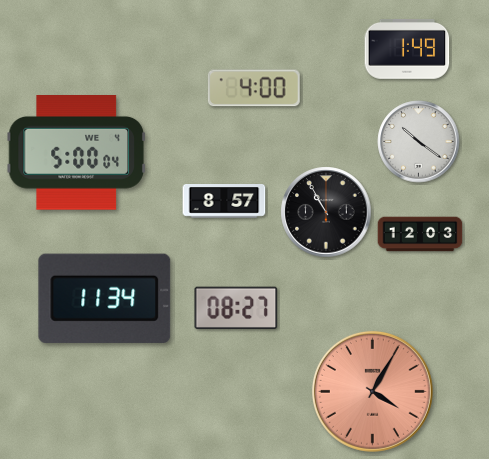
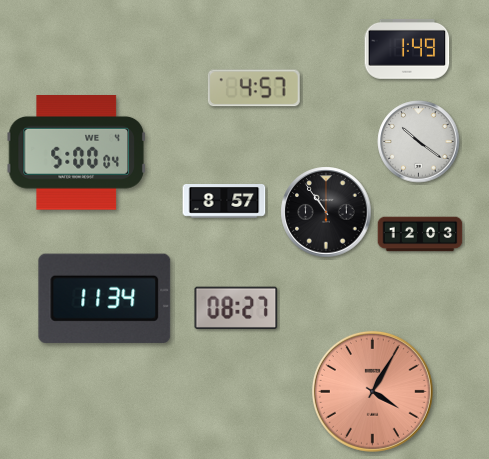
clock at (254, 88): 4:00 -> 4:57
clock at (326, 212): 10:55 -> 10:54
